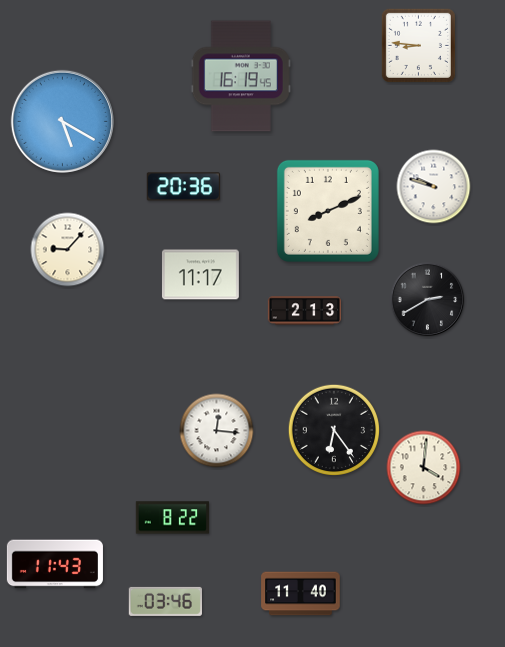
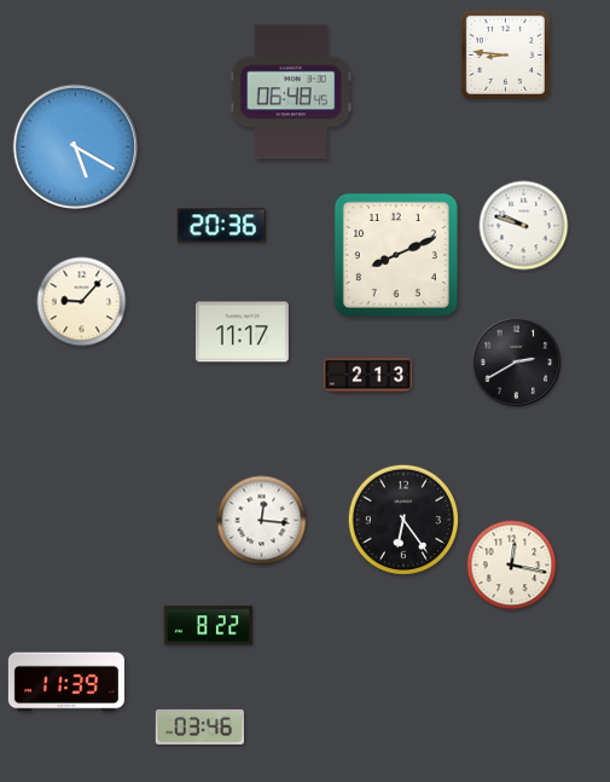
clock at (241, 76): 16:19 -> 06:48
clock at (424, 468): 4:01 -> 12:17
clock at (55, 564): 11:43 -> 11:39
clock at (301, 594): 11:40 -> none
